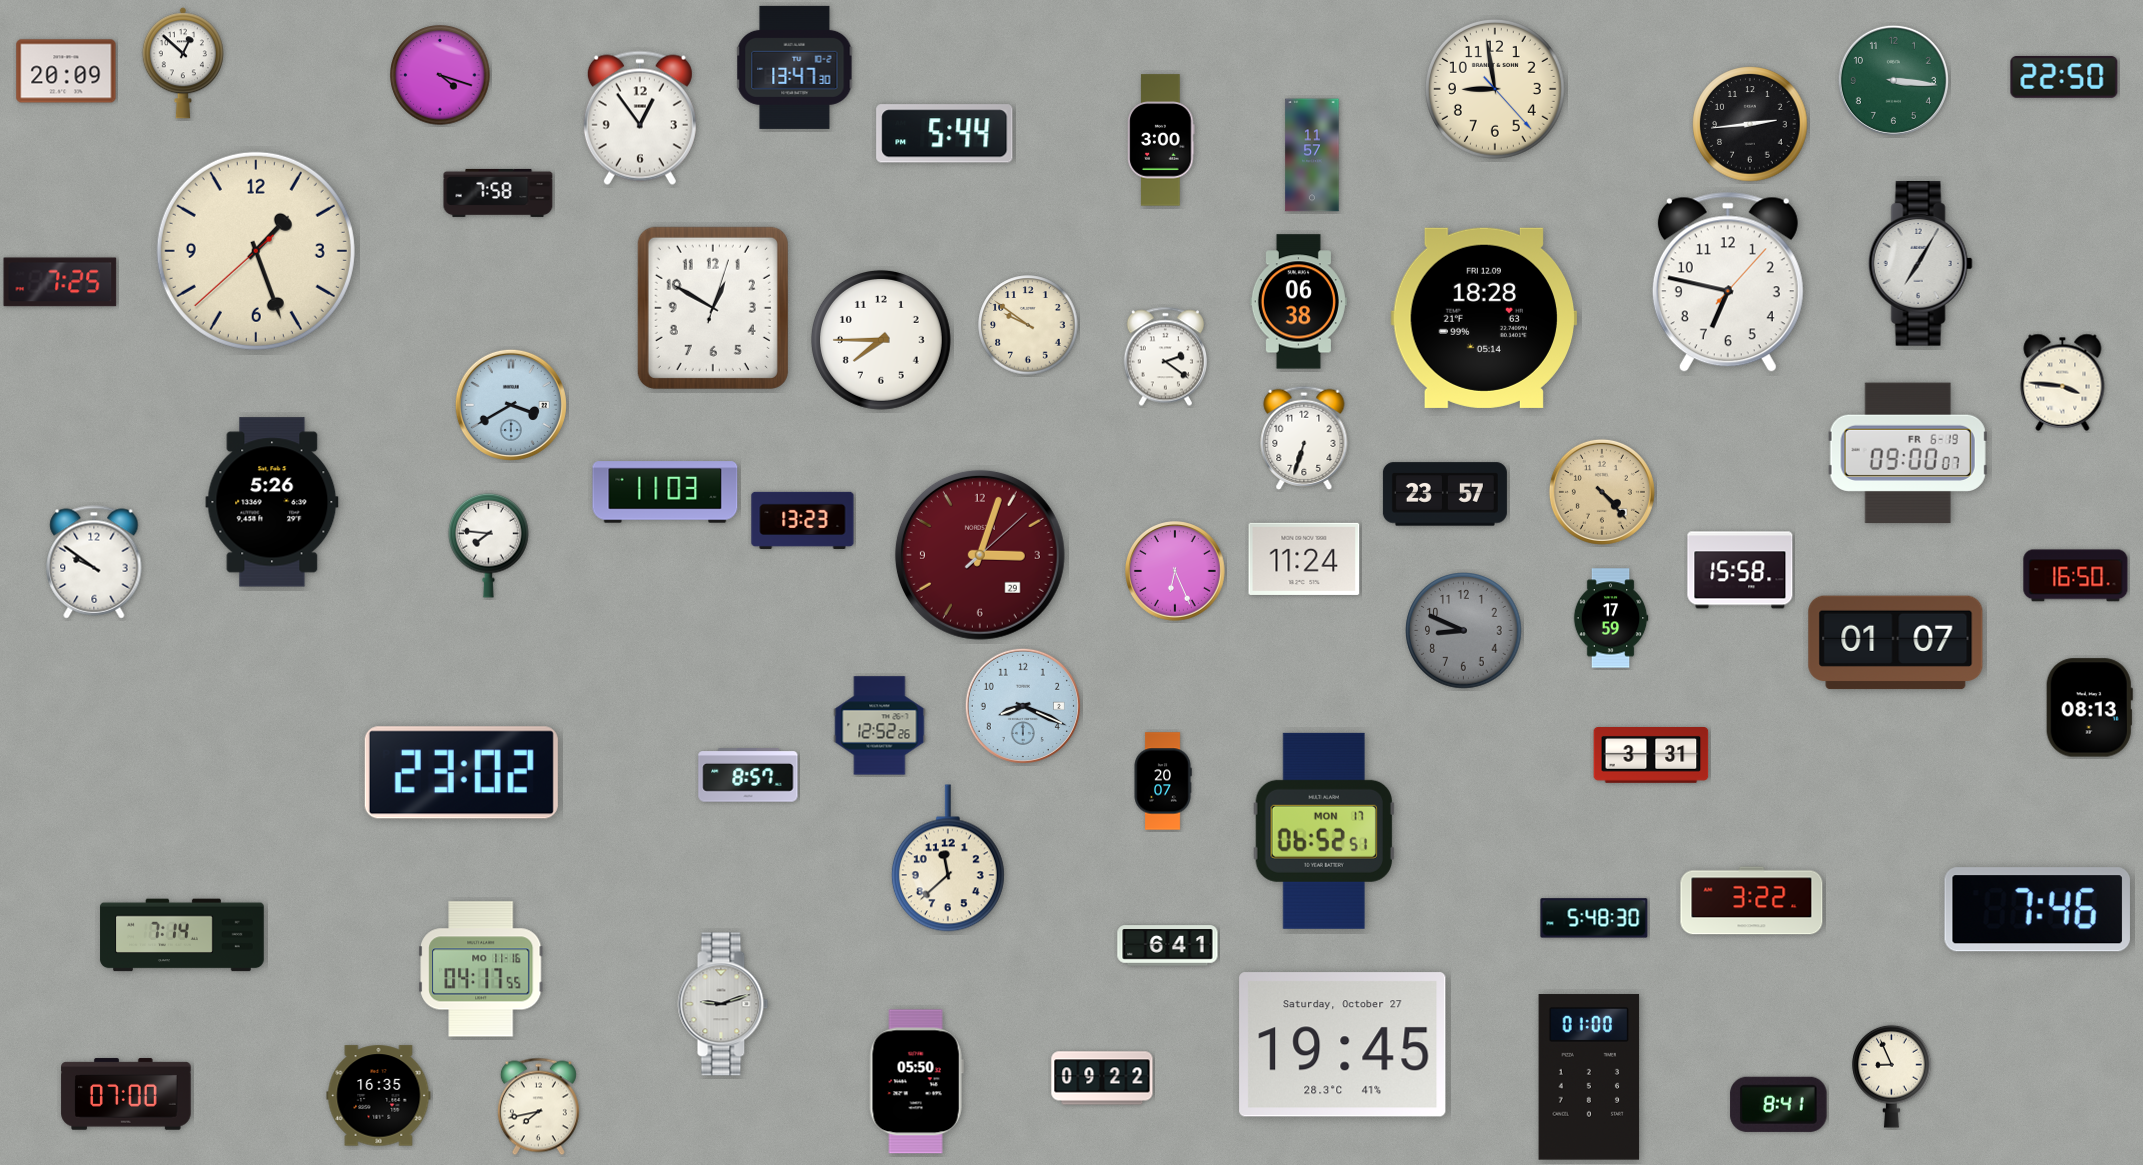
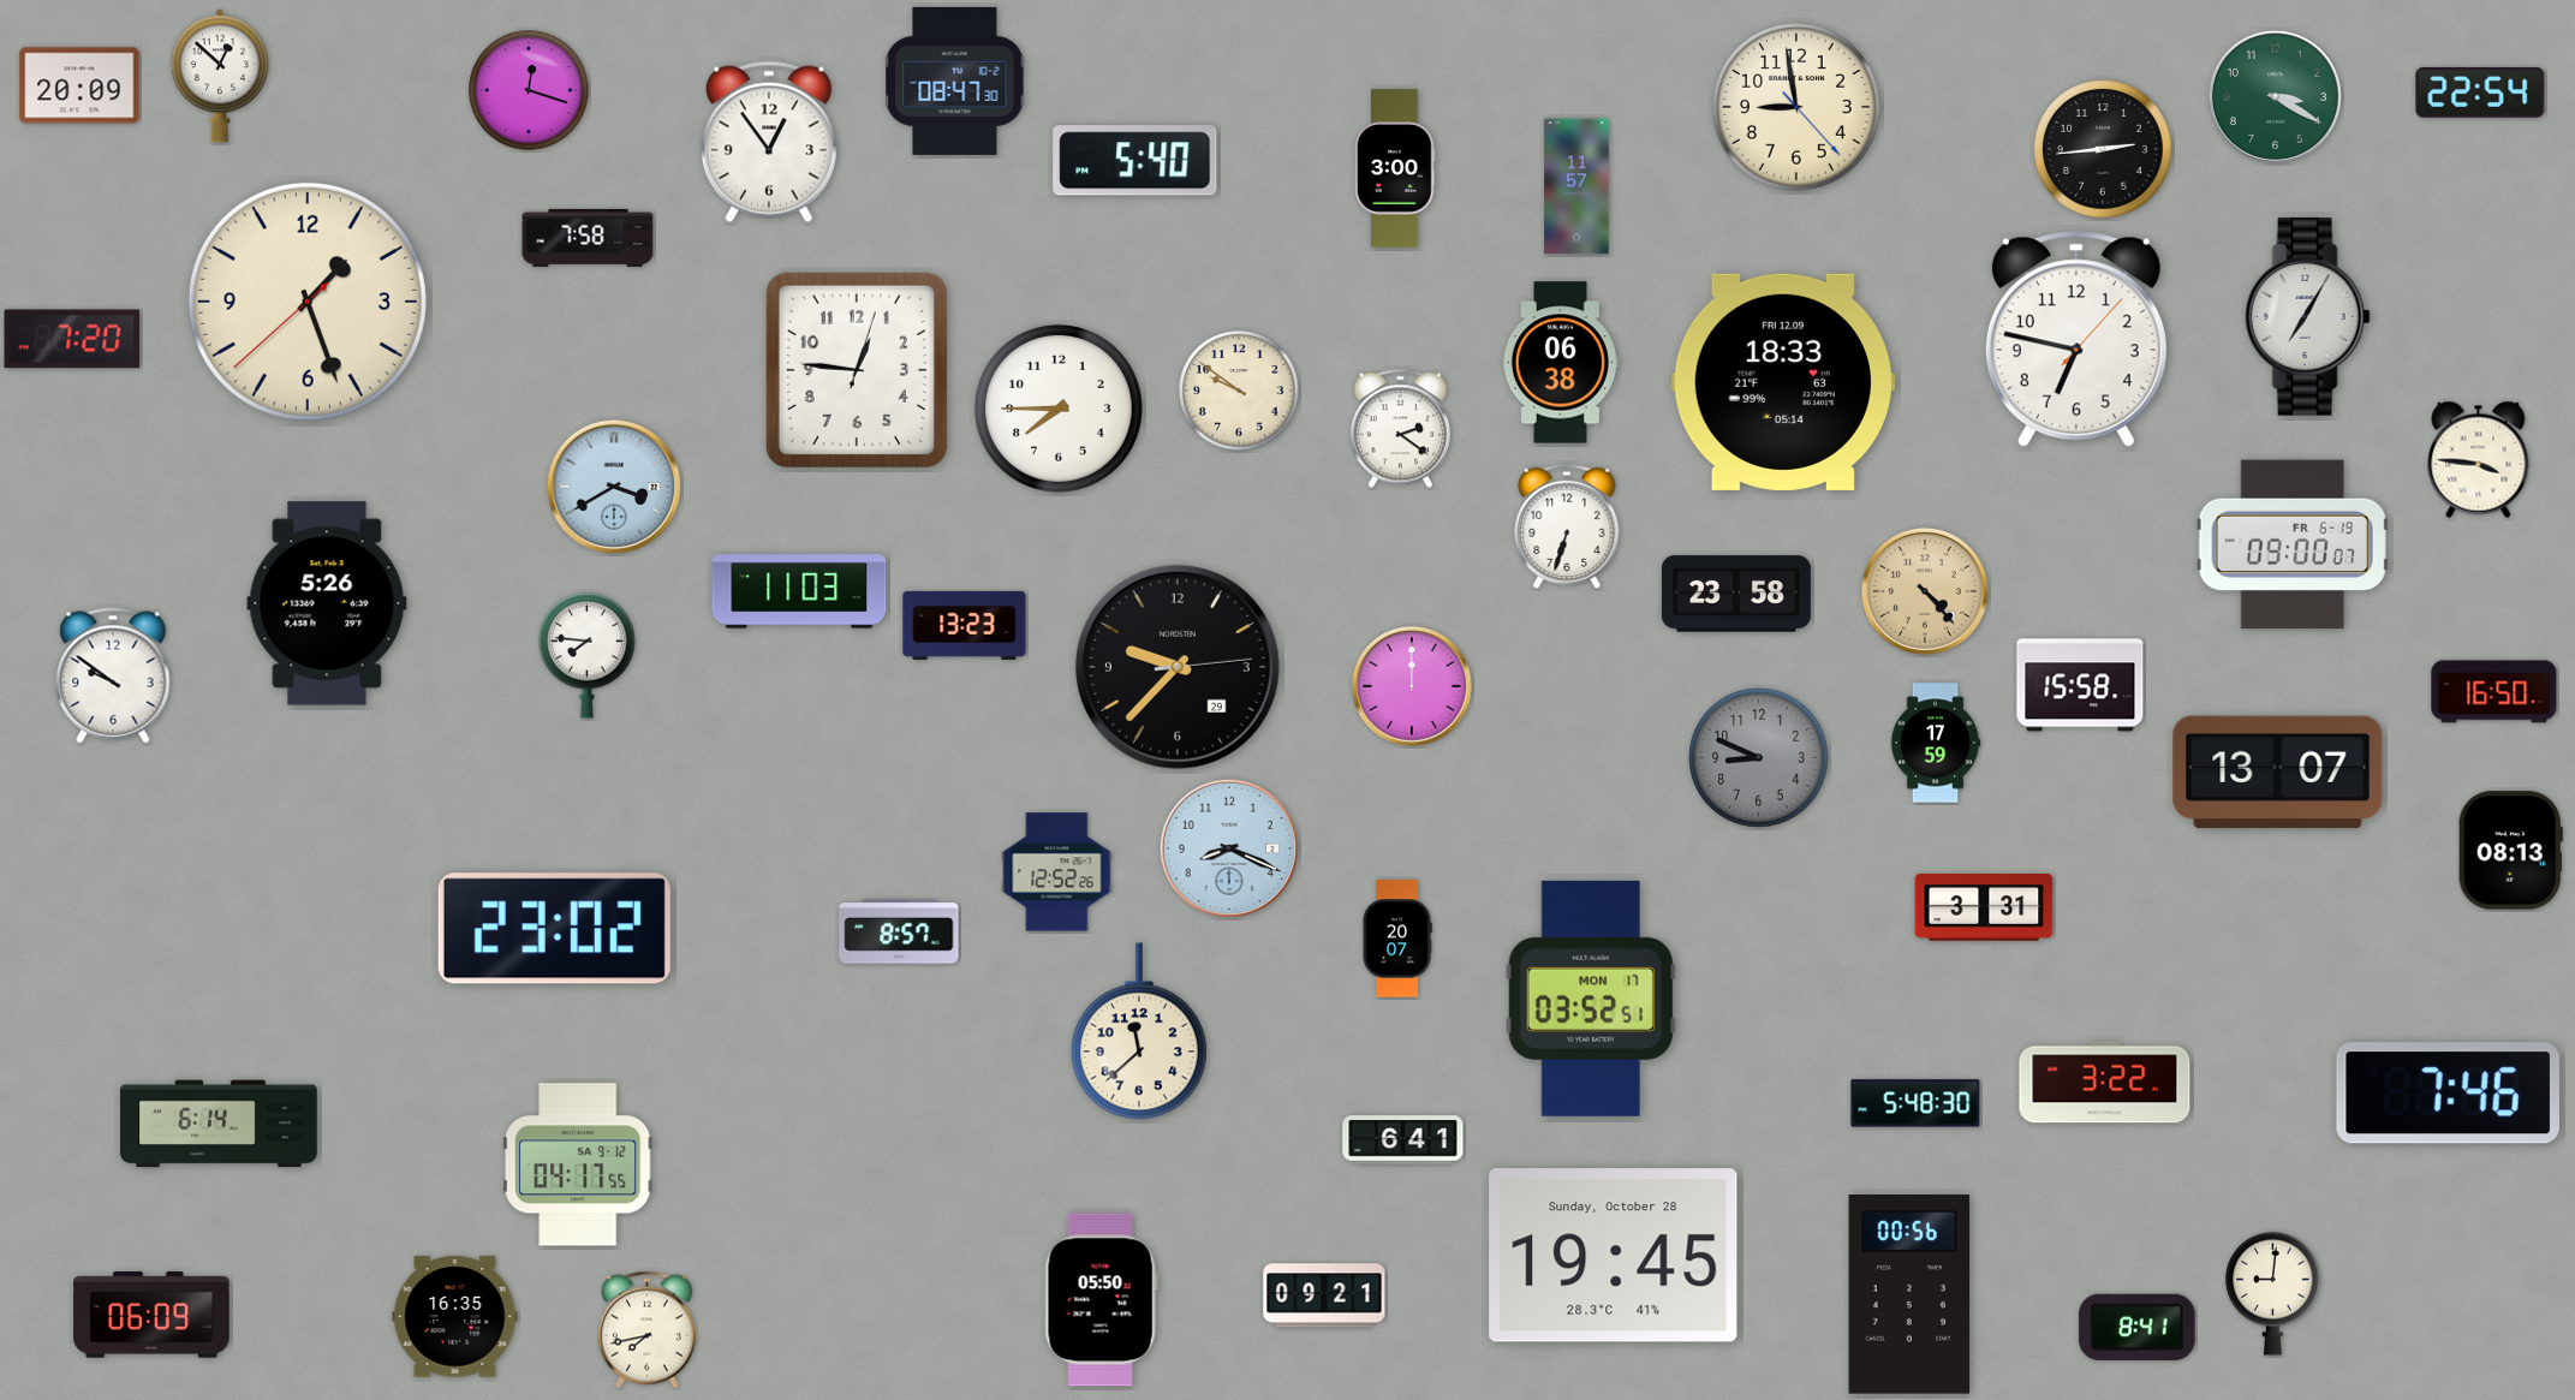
clock at (795, 67): 13:47 -> 08:47
clock at (440, 75): 4:18 -> 12:18
clock at (2064, 77): 22:50 -> 22:54
clock at (1893, 80): 3:16 -> 3:20
clock at (945, 134): 5:44 -> 5:40
clock at (498, 193) position: (498, 193) -> (588, 238)
clock at (60, 282): 7:25 -> 7:20
clock at (713, 308): 12:50 -> 12:46
clock at (1484, 318): 18:28 -> 18:33
clock at (1028, 325) position: (1028, 325) -> (1239, 391)
clock at (1445, 494): 23:57 -> 23:58
clock at (980, 555): 3:03 -> 9:37
clock at (980, 555) dial: burgundy -> black
clock at (1304, 559): 11:24 -> none
clock at (1740, 570) position: (1740, 570) -> (2080, 685)
clock at (1176, 572): 6:26 -> 12:00
clock at (1896, 643): 01:07 -> 13:07
clock at (1324, 831): 06:52 -> 03:52
clock at (182, 935): 7:14 -> 6:14
clock at (1168, 946) position: (1168, 946) -> (1403, 1140)
clock at (481, 969) date: MO 11-16 -> SA 9-12
clock at (723, 1004): 9:12 -> none
clock at (1343, 1045) date: Saturday, October 27 -> Sunday, October 28
clock at (1892, 1076): 8:56 -> 9:01
clock at (1589, 1077): 01:00 -> 00:56
clock at (1102, 1078): 09:22 -> 09:21
clock at (126, 1094): 07:00 -> 06:09
